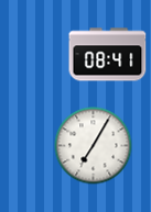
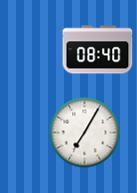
clock at (108, 55): 08:41 -> 08:40
